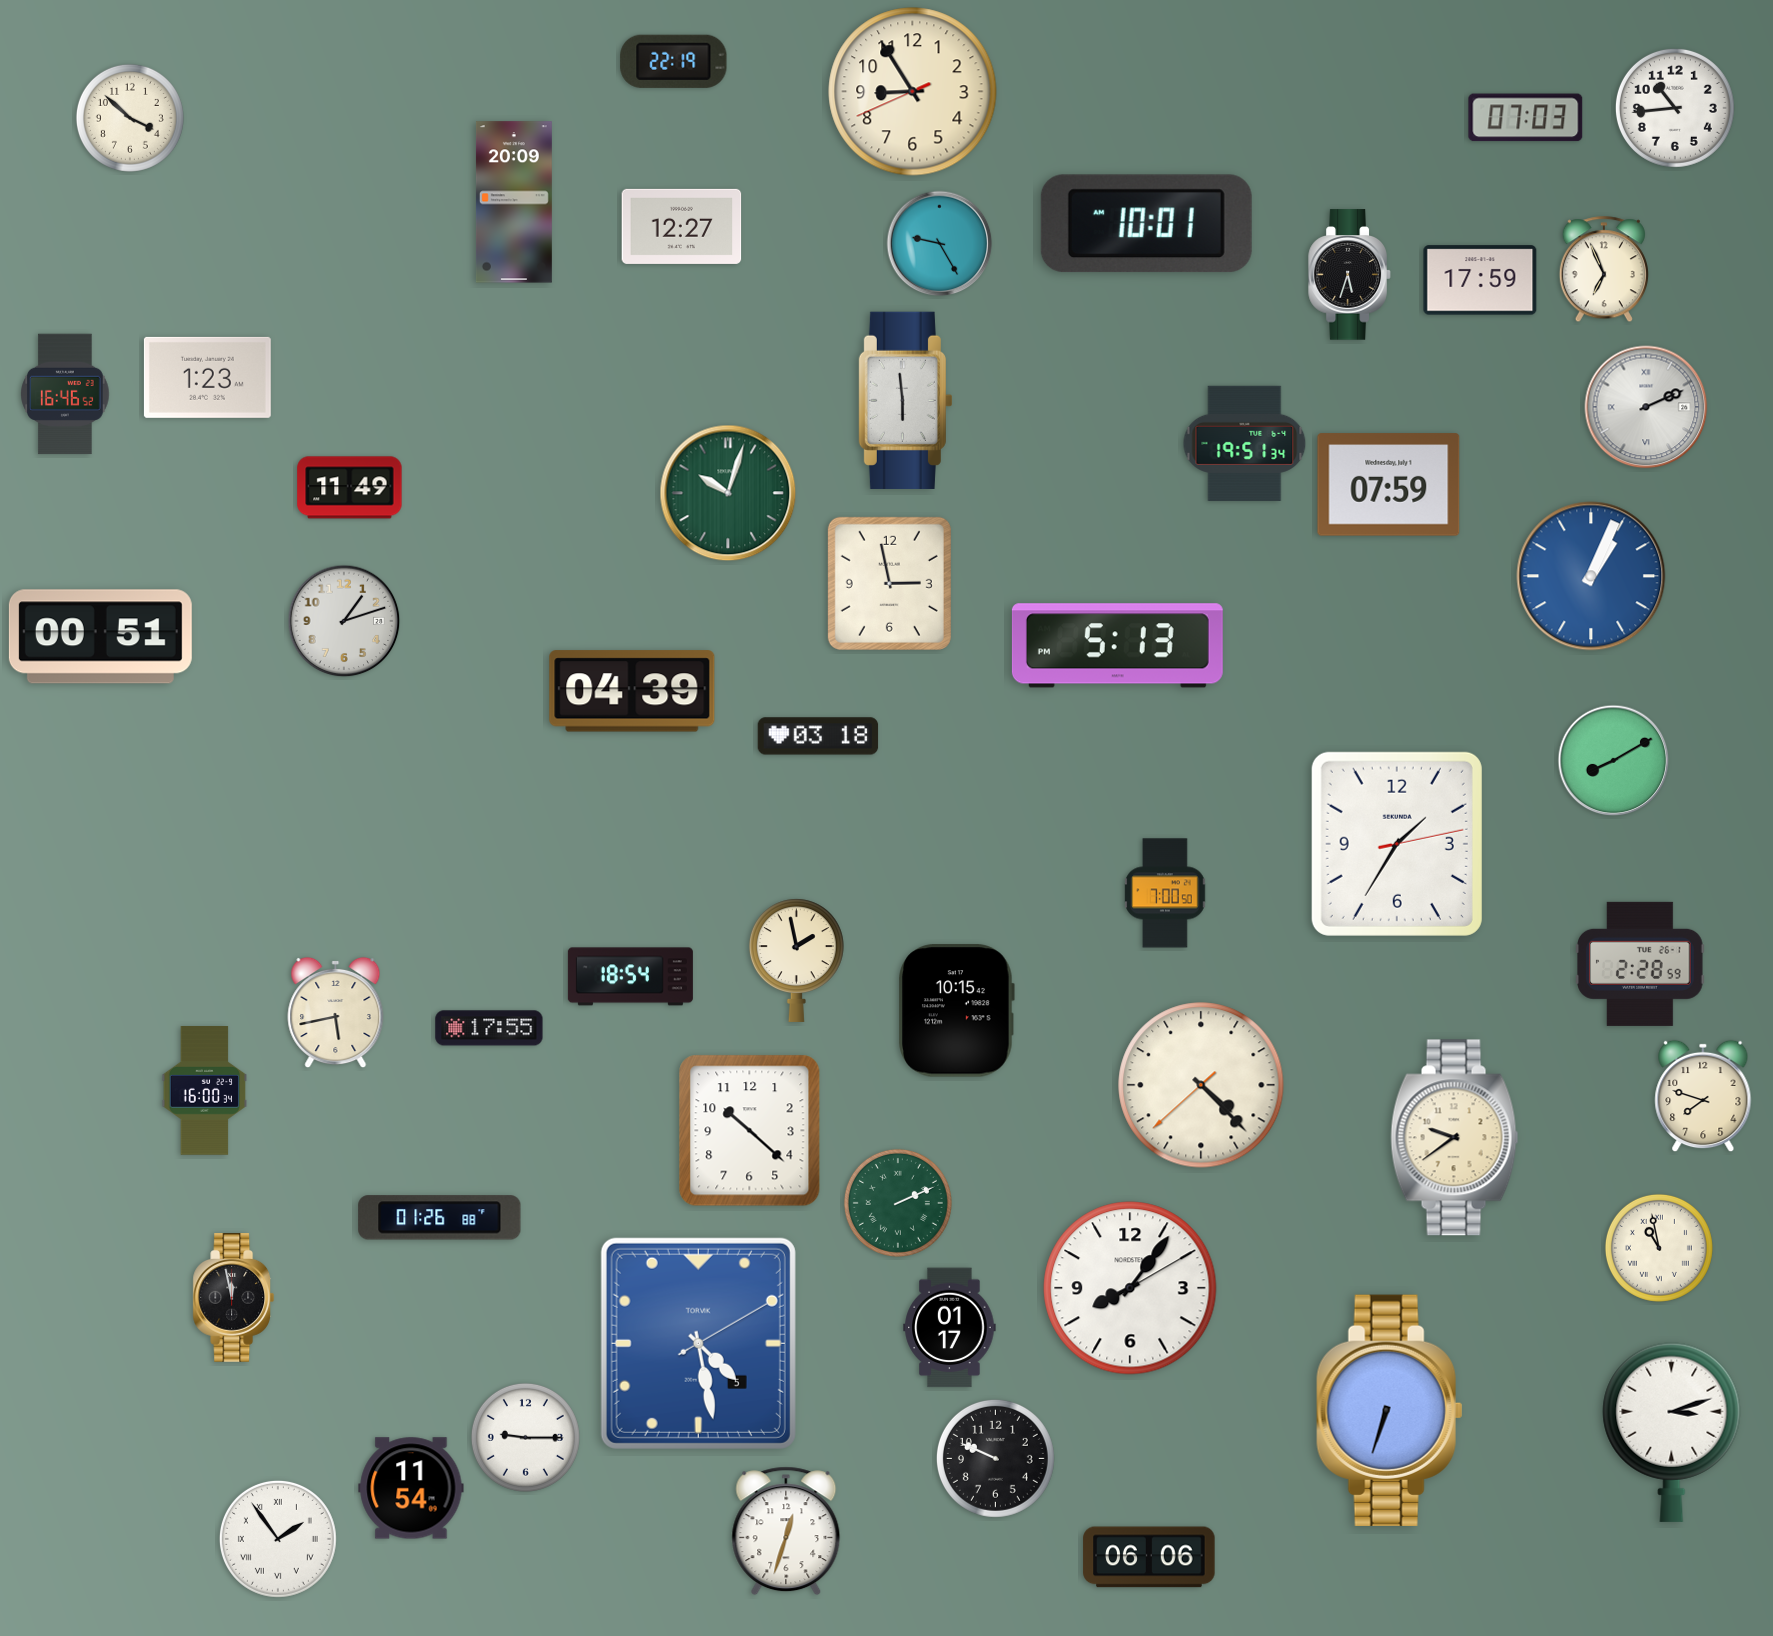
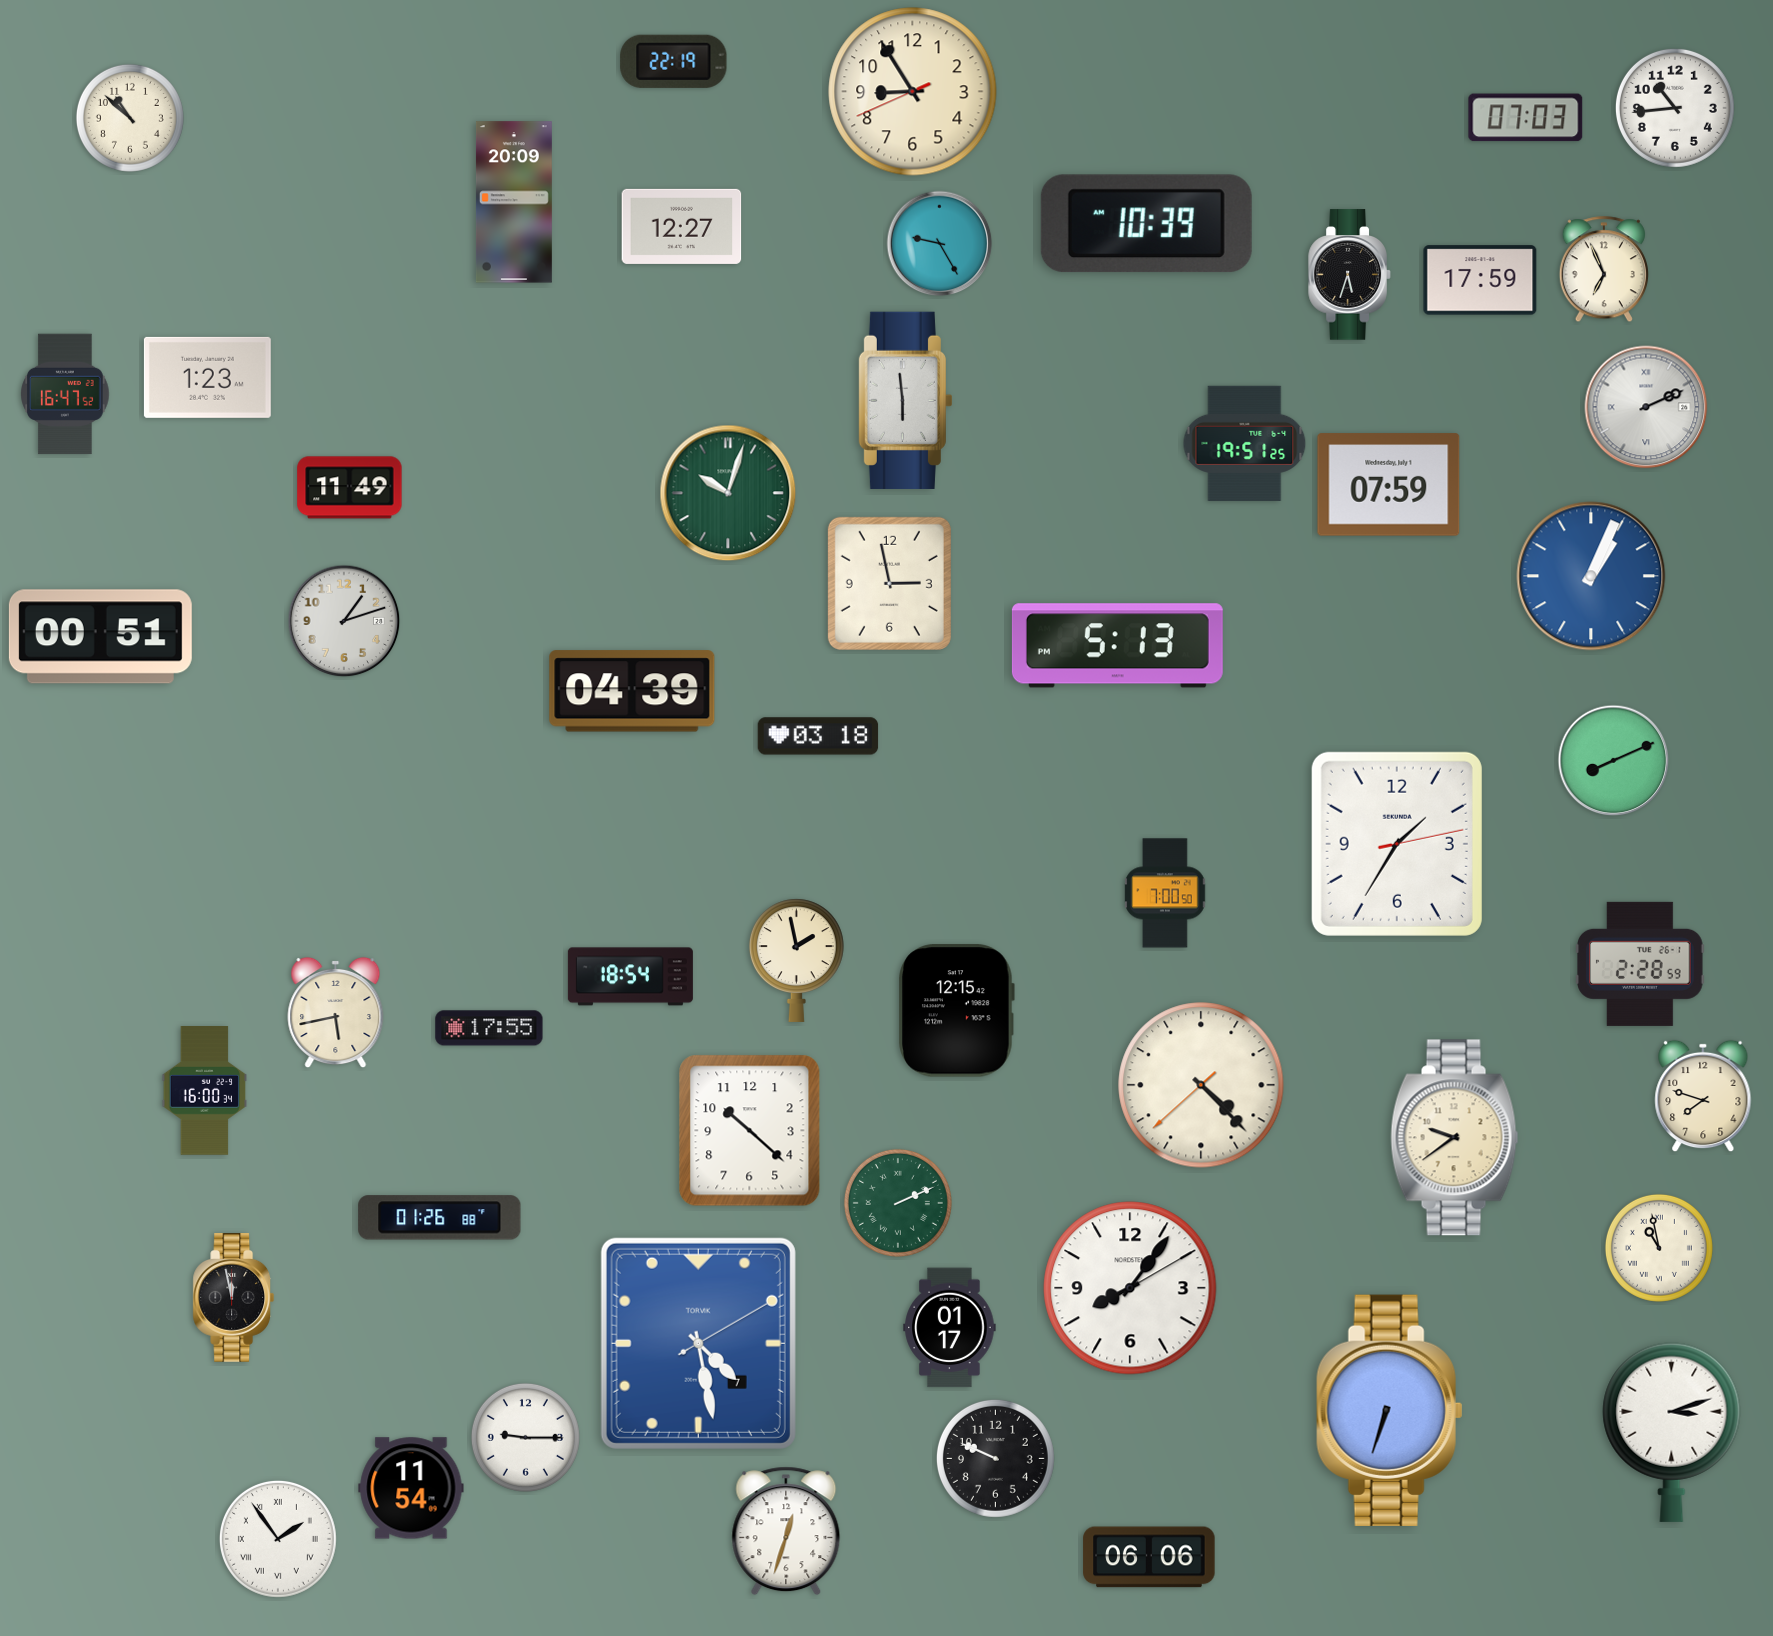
clock at (130, 118): 3:52 -> 10:52
clock at (1146, 224): 10:01 -> 10:39
clock at (65, 394): 16:46 -> 16:47
clock at (1245, 443): 19:51:34 -> 19:51:25
clock at (1614, 761): 8:10 -> 8:11
clock at (956, 1011): 10:15 -> 12:15
clock at (698, 1343) date: 5 -> 7
